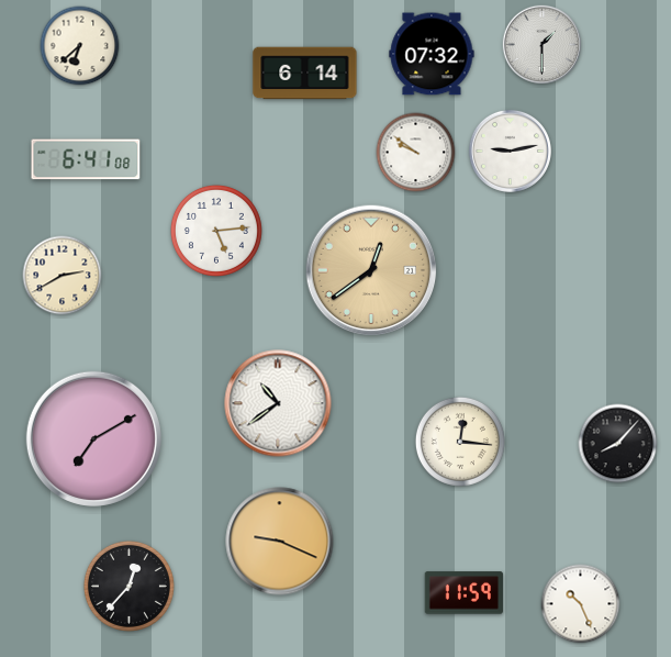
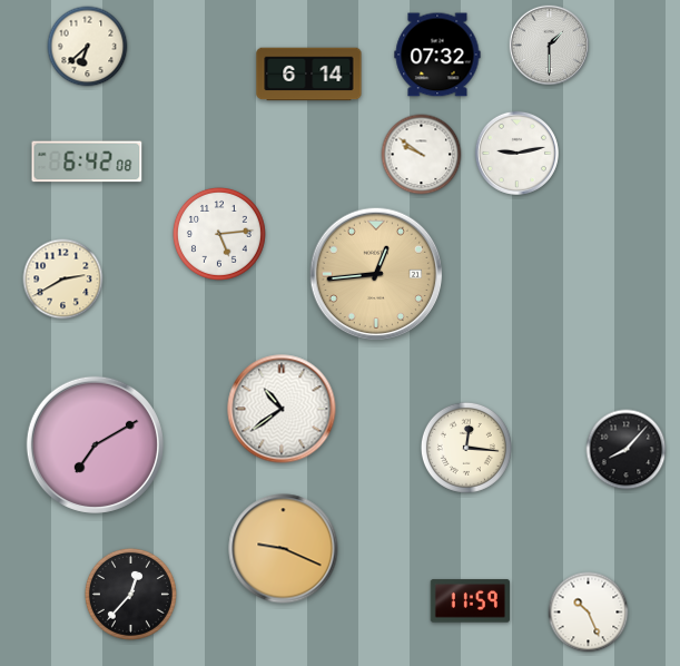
clock at (80, 46) position: (80, 46) -> (88, 47)
clock at (86, 159): 6:41 -> 6:42
clock at (371, 270): 12:39 -> 12:44
